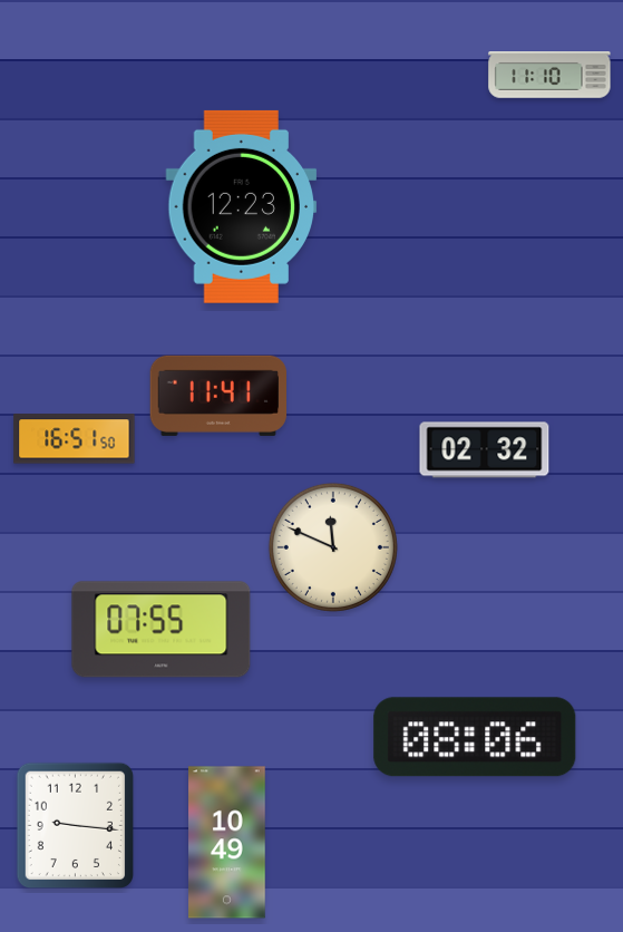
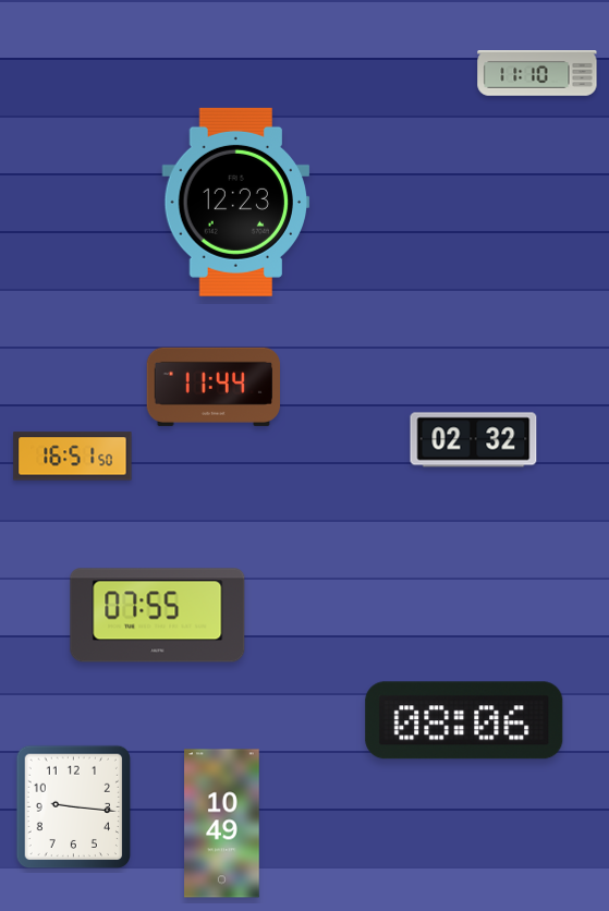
clock at (217, 396): 11:41 -> 11:44
clock at (75, 439) position: (75, 439) -> (73, 457)
clock at (333, 547): 11:49 -> none
